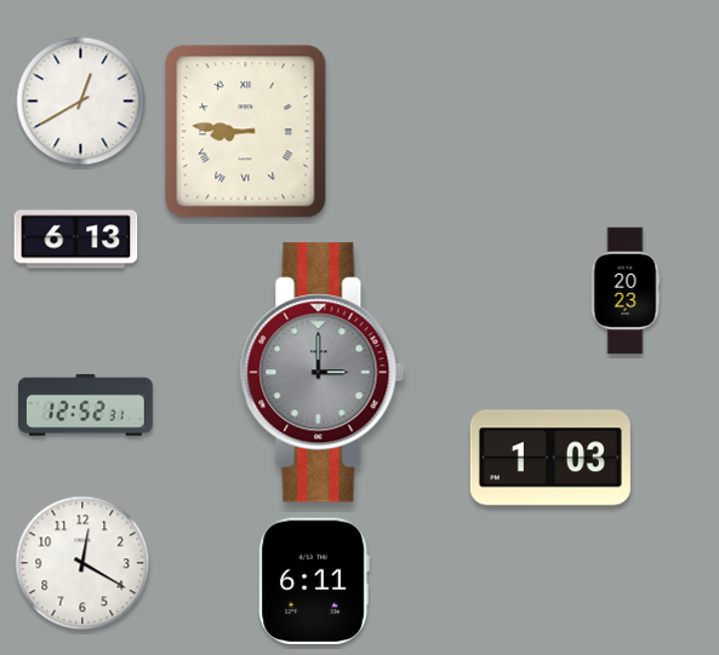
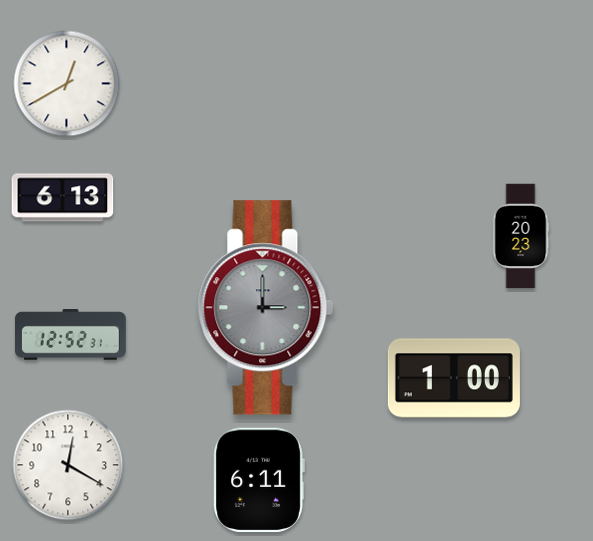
clock at (246, 132): 8:46 -> none
clock at (626, 291) position: (626, 291) -> (521, 236)
clock at (550, 458): 1:03 -> 1:00
